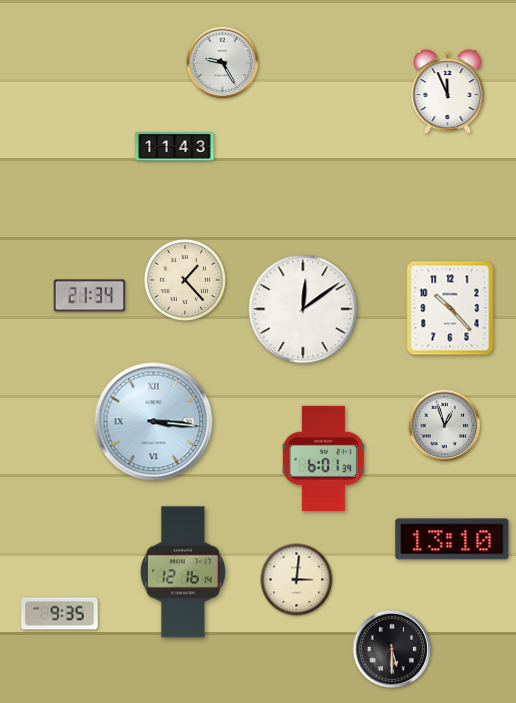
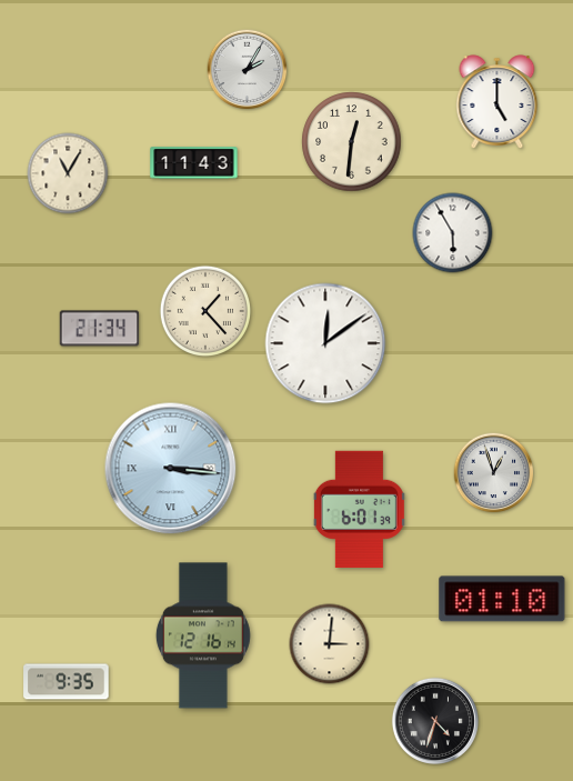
clock at (223, 63): 9:25 -> 2:05
clock at (448, 92): 11:56 -> 5:00
clock at (352, 142): none -> 12:31
clock at (68, 173): none -> 11:05
clock at (453, 233): none -> 5:55
clock at (450, 308): 10:23 -> none
clock at (303, 309) position: (303, 309) -> (325, 343)
clock at (452, 539): 13:10 -> 01:10
clock at (392, 649): 5:30 -> 4:33
